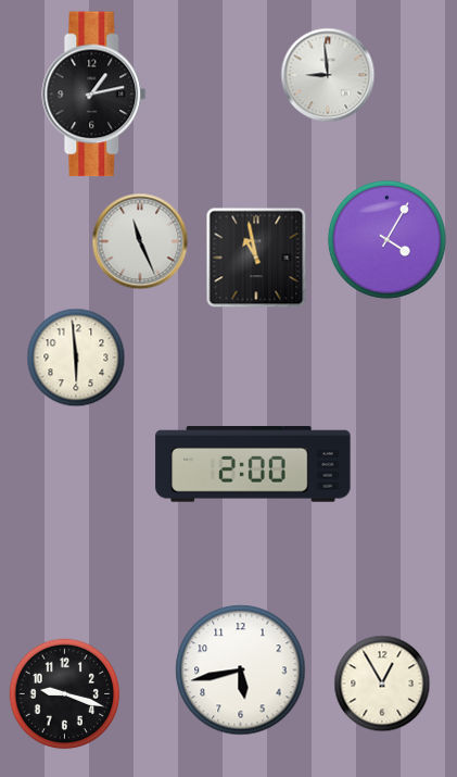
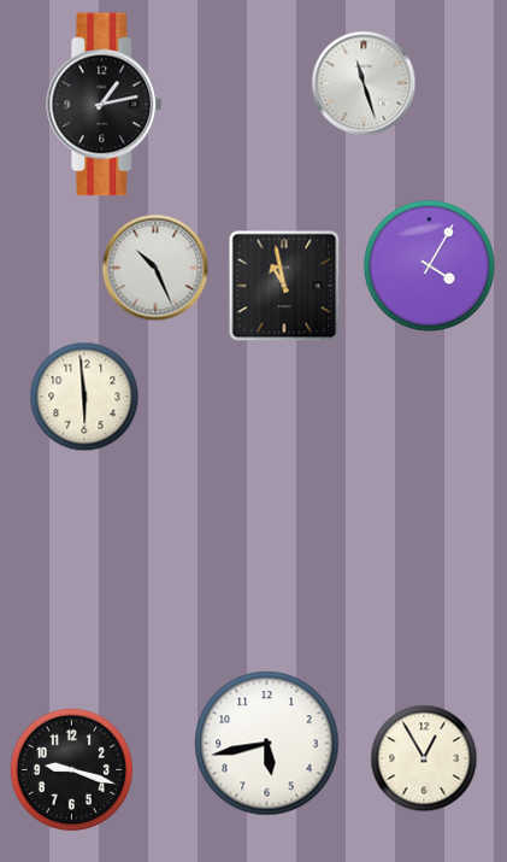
clock at (328, 75): 8:59 -> 11:27
clock at (140, 241): 11:26 -> 10:26
clock at (253, 464): 2:00 -> none
